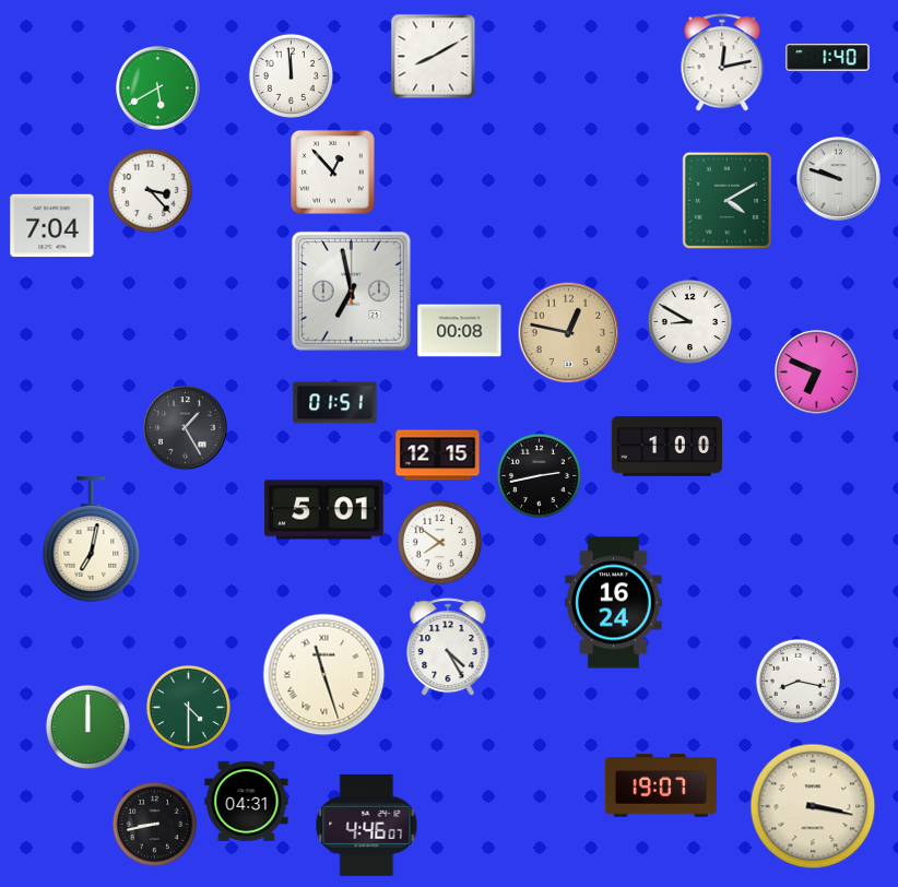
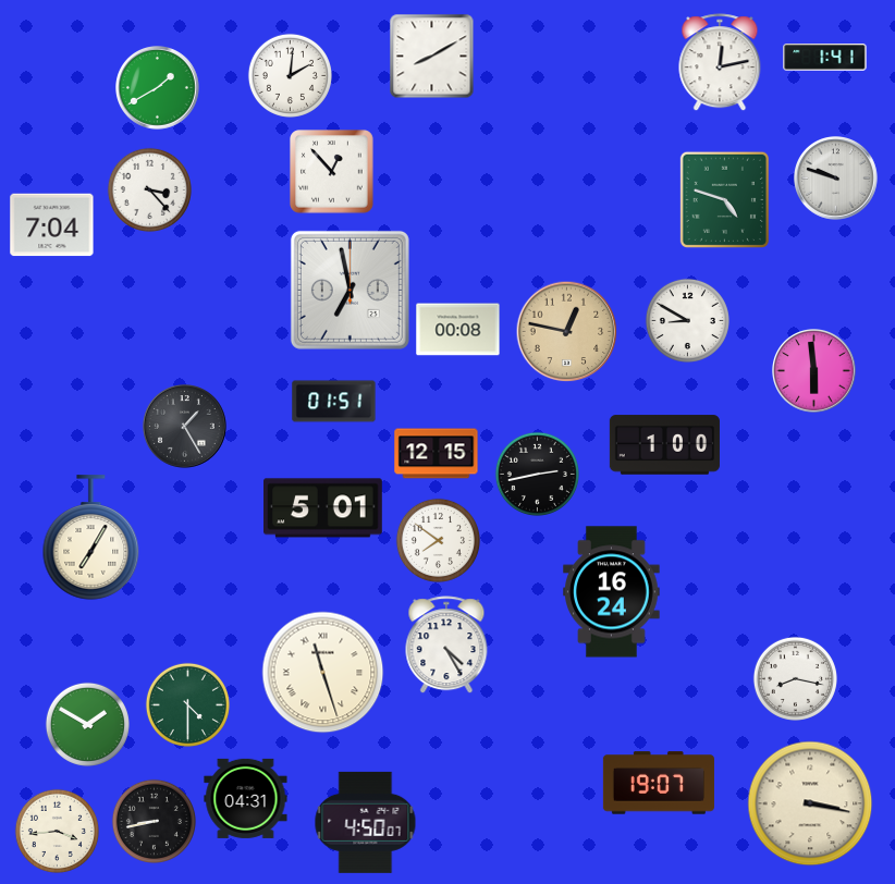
clock at (828, 58): 1:40 -> 1:41
clock at (291, 75): 11:59 -> 2:01
clock at (158, 88): 5:40 -> 1:40
clock at (726, 200): 4:10 -> 4:48
clock at (817, 372): 6:49 -> 5:59
clock at (92, 540): 7:02 -> 7:05
clock at (614, 603) position: (614, 603) -> (612, 592)
clock at (87, 726): 12:00 -> 1:50
clock at (367, 825): 4:46 -> 4:50
clock at (57, 831): none -> 3:44
